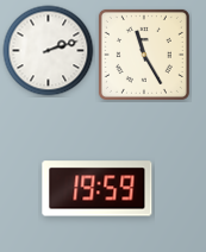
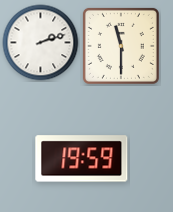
clock at (144, 55): 11:25 -> 11:30
